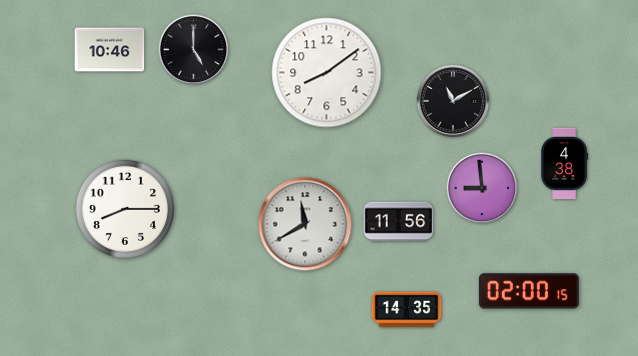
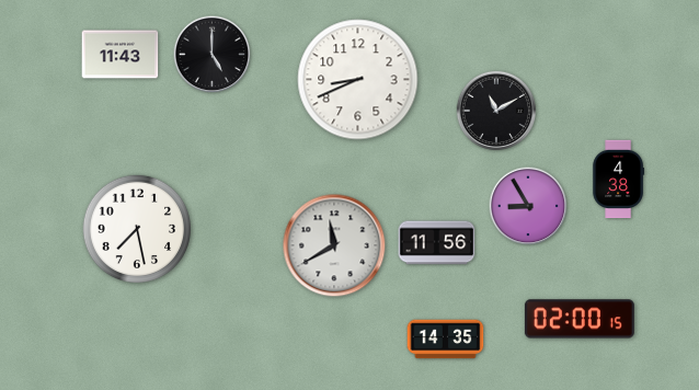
clock at (110, 50): 10:46 -> 11:43
clock at (327, 73): 8:09 -> 8:41
clock at (482, 188): 8:59 -> 8:55
clock at (124, 208): 8:15 -> 7:28
